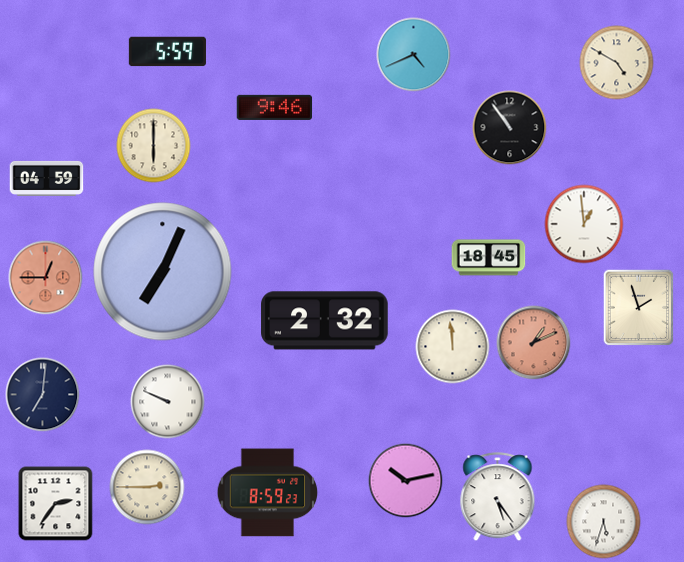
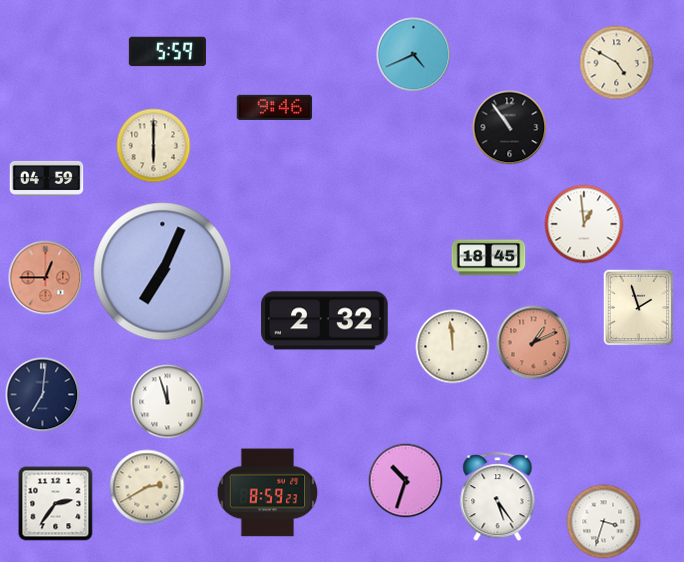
clock at (168, 402): 9:49 -> 11:57
clock at (406, 481): 10:13 -> 10:33
clock at (147, 487): 2:45 -> 2:40
clock at (604, 522): 5:33 -> 3:33
